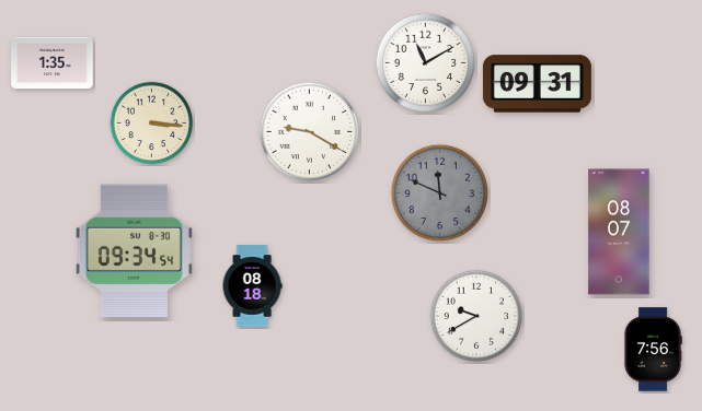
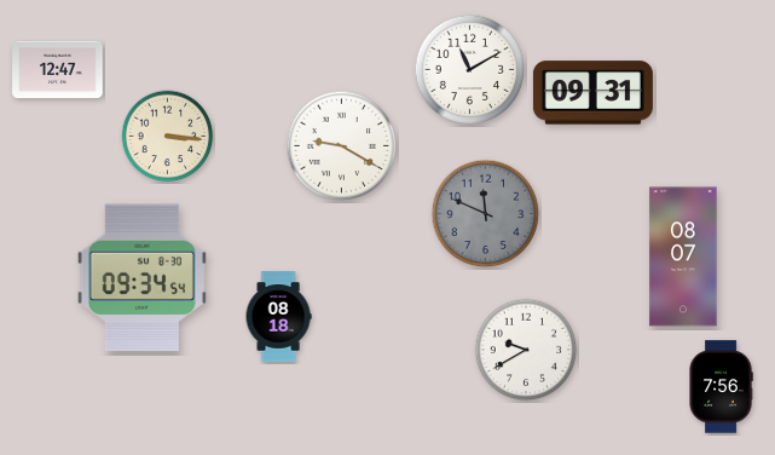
clock at (53, 63): 1:35 -> 12:47
clock at (134, 251) position: (134, 251) -> (141, 278)
